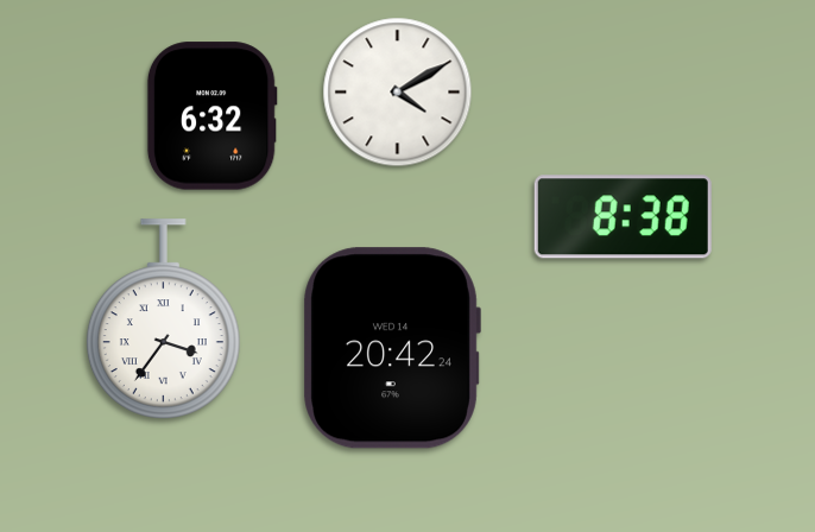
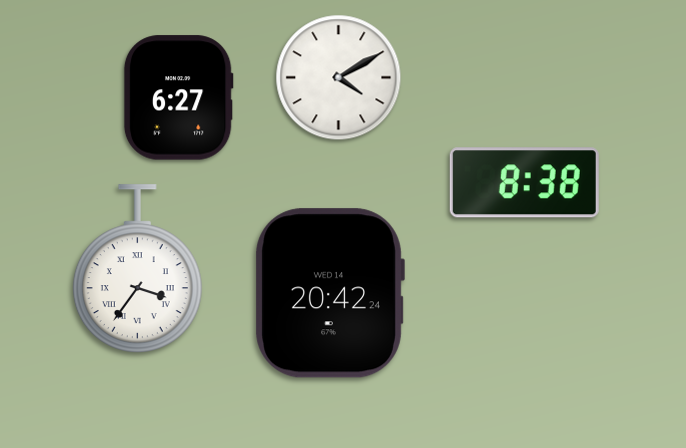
clock at (398, 93) position: (398, 93) -> (339, 78)
clock at (211, 116): 6:32 -> 6:27
